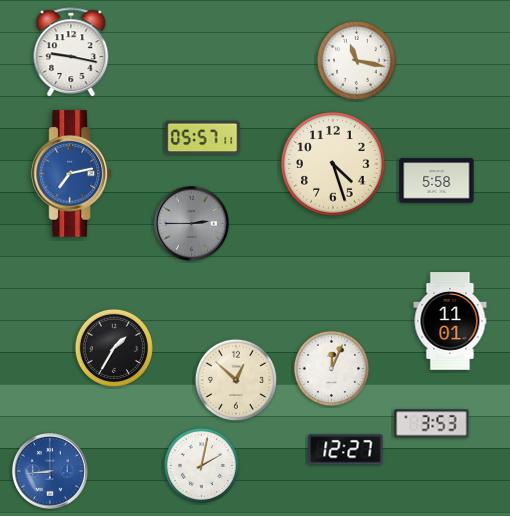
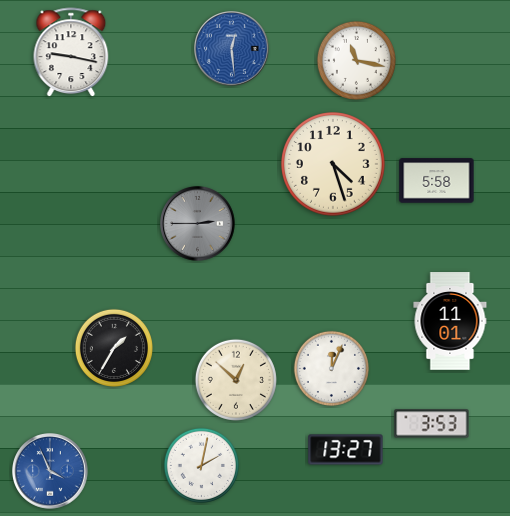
clock at (232, 49): none -> 12:29
clock at (203, 138): 05:57 -> none
clock at (72, 174): 7:13 -> none
clock at (192, 224) position: (192, 224) -> (198, 224)
clock at (346, 450): 12:27 -> 13:27
clock at (51, 472): 8:44 -> 3:56
